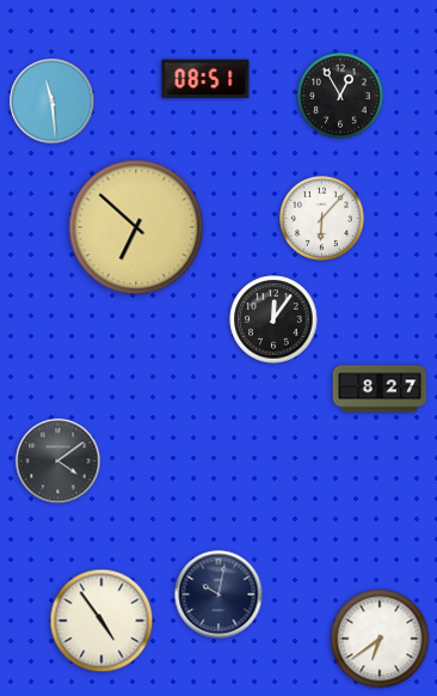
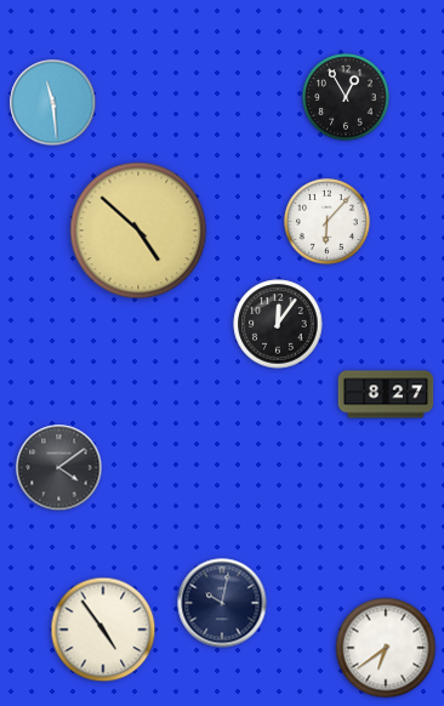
clock at (205, 79): 08:51 -> none
clock at (136, 227): 6:52 -> 4:52
